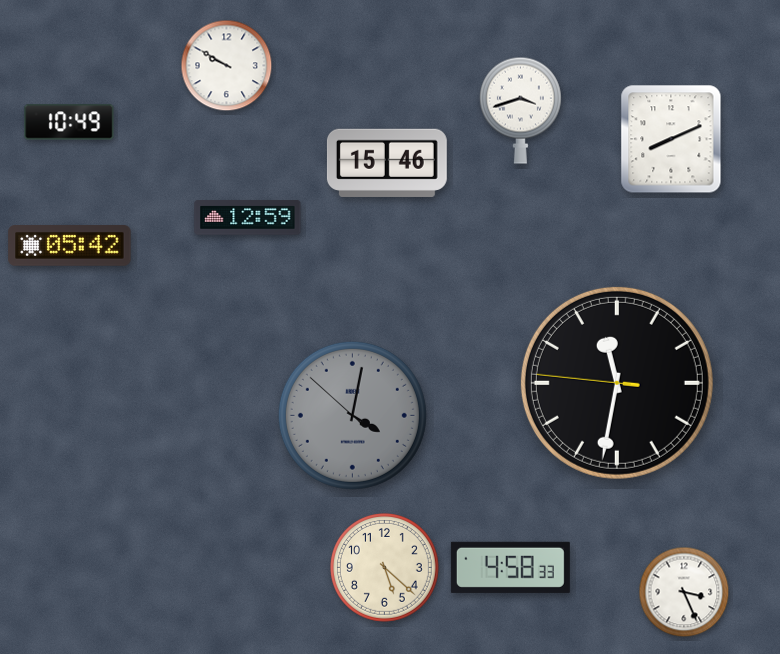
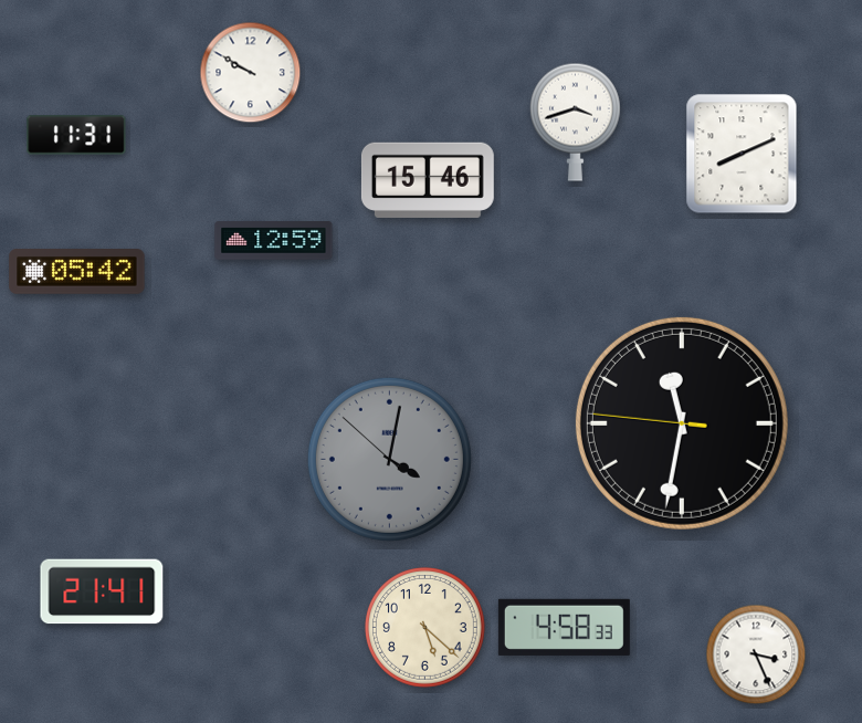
clock at (69, 122): 10:49 -> 11:31
clock at (102, 591): none -> 21:41
